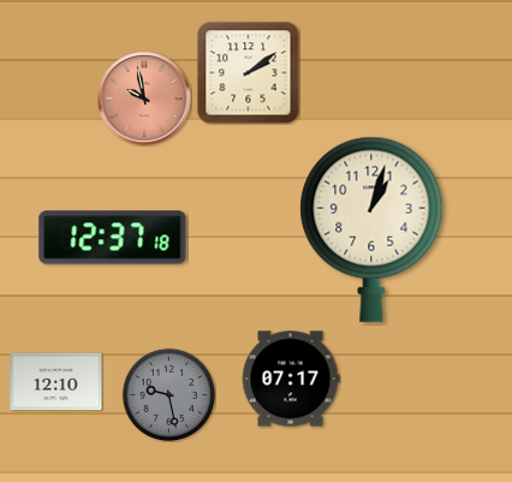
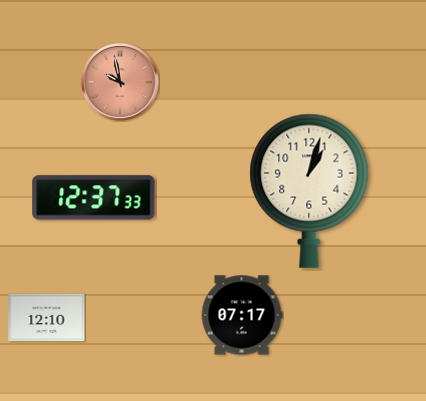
clock at (249, 73): 2:09 -> none
clock at (113, 238): 12:37:18 -> 12:37:33
clock at (168, 394): 9:28 -> none
